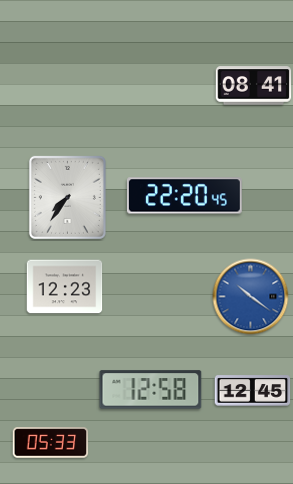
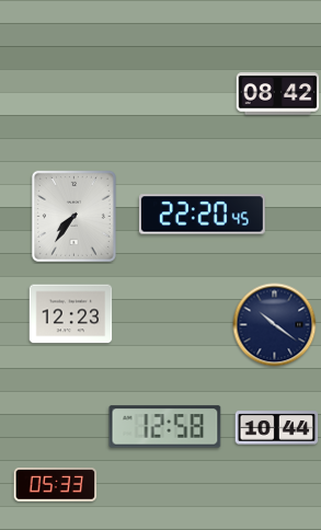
clock at (254, 86): 08:41 -> 08:42
clock at (251, 297) dial: blue -> navy
clock at (253, 391): 12:45 -> 10:44
